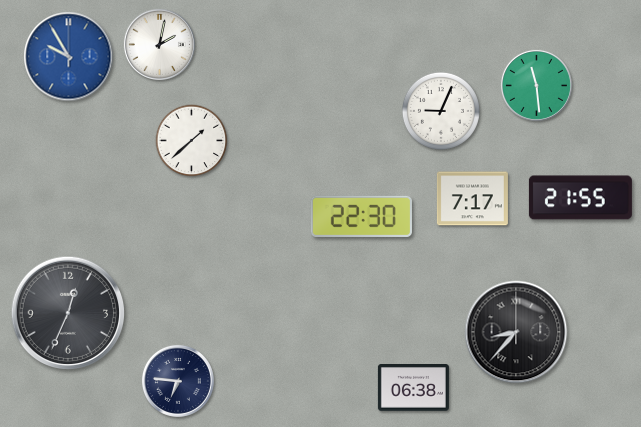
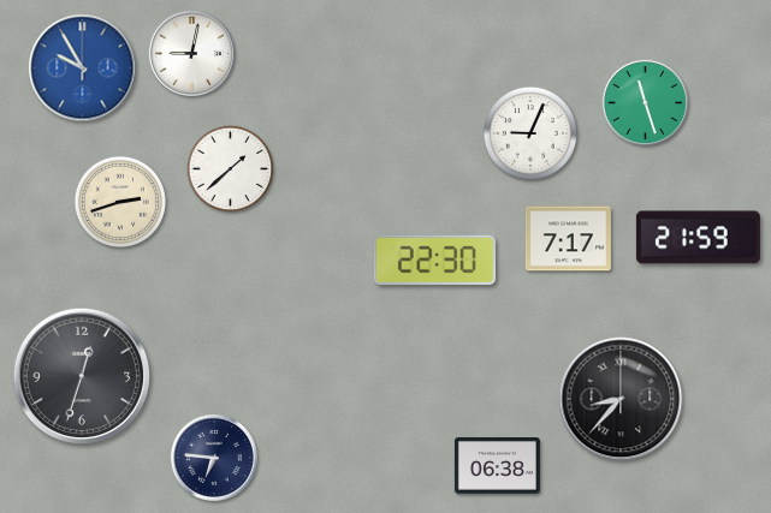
clock at (159, 44): 2:02 -> 9:02
clock at (536, 85): 11:29 -> 11:27
clock at (119, 201): none -> 2:42
clock at (580, 198): 21:55 -> 21:59
clock at (67, 312): 12:34 -> 12:33
